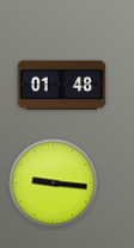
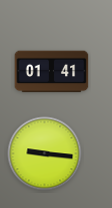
clock at (62, 86): 01:48 -> 01:41
